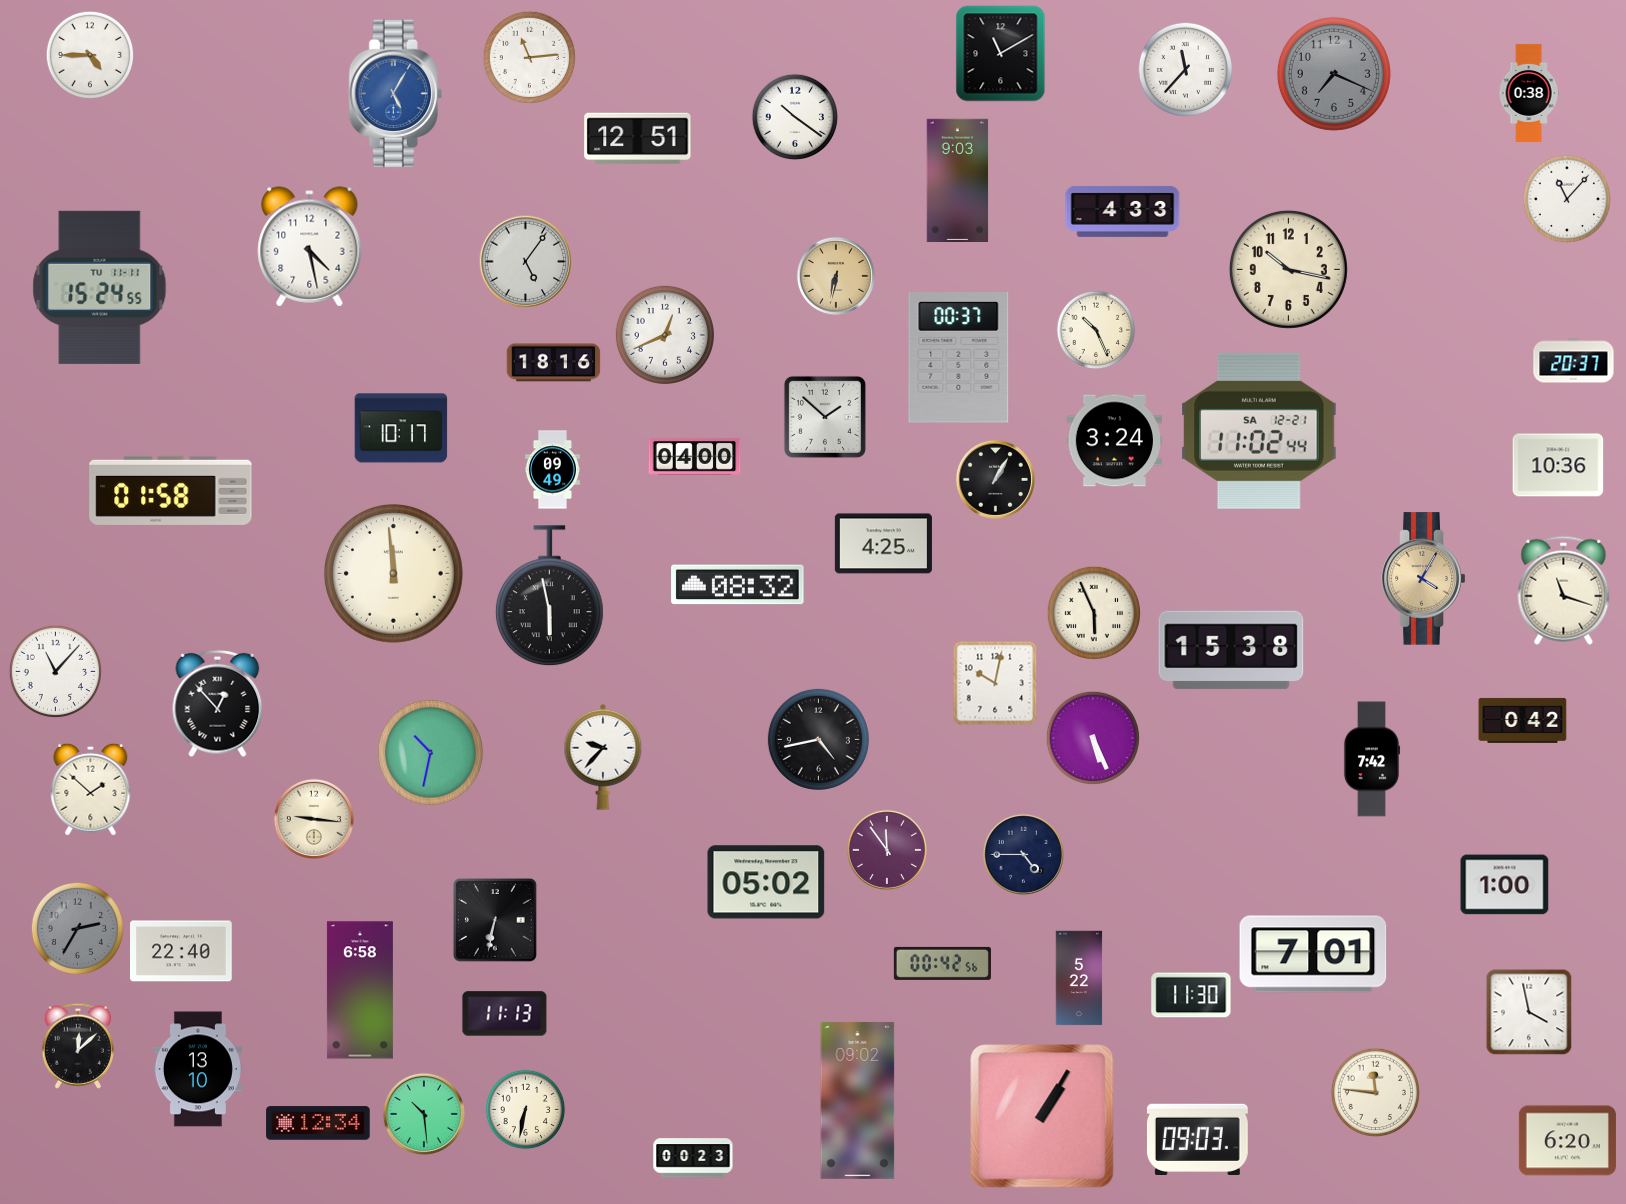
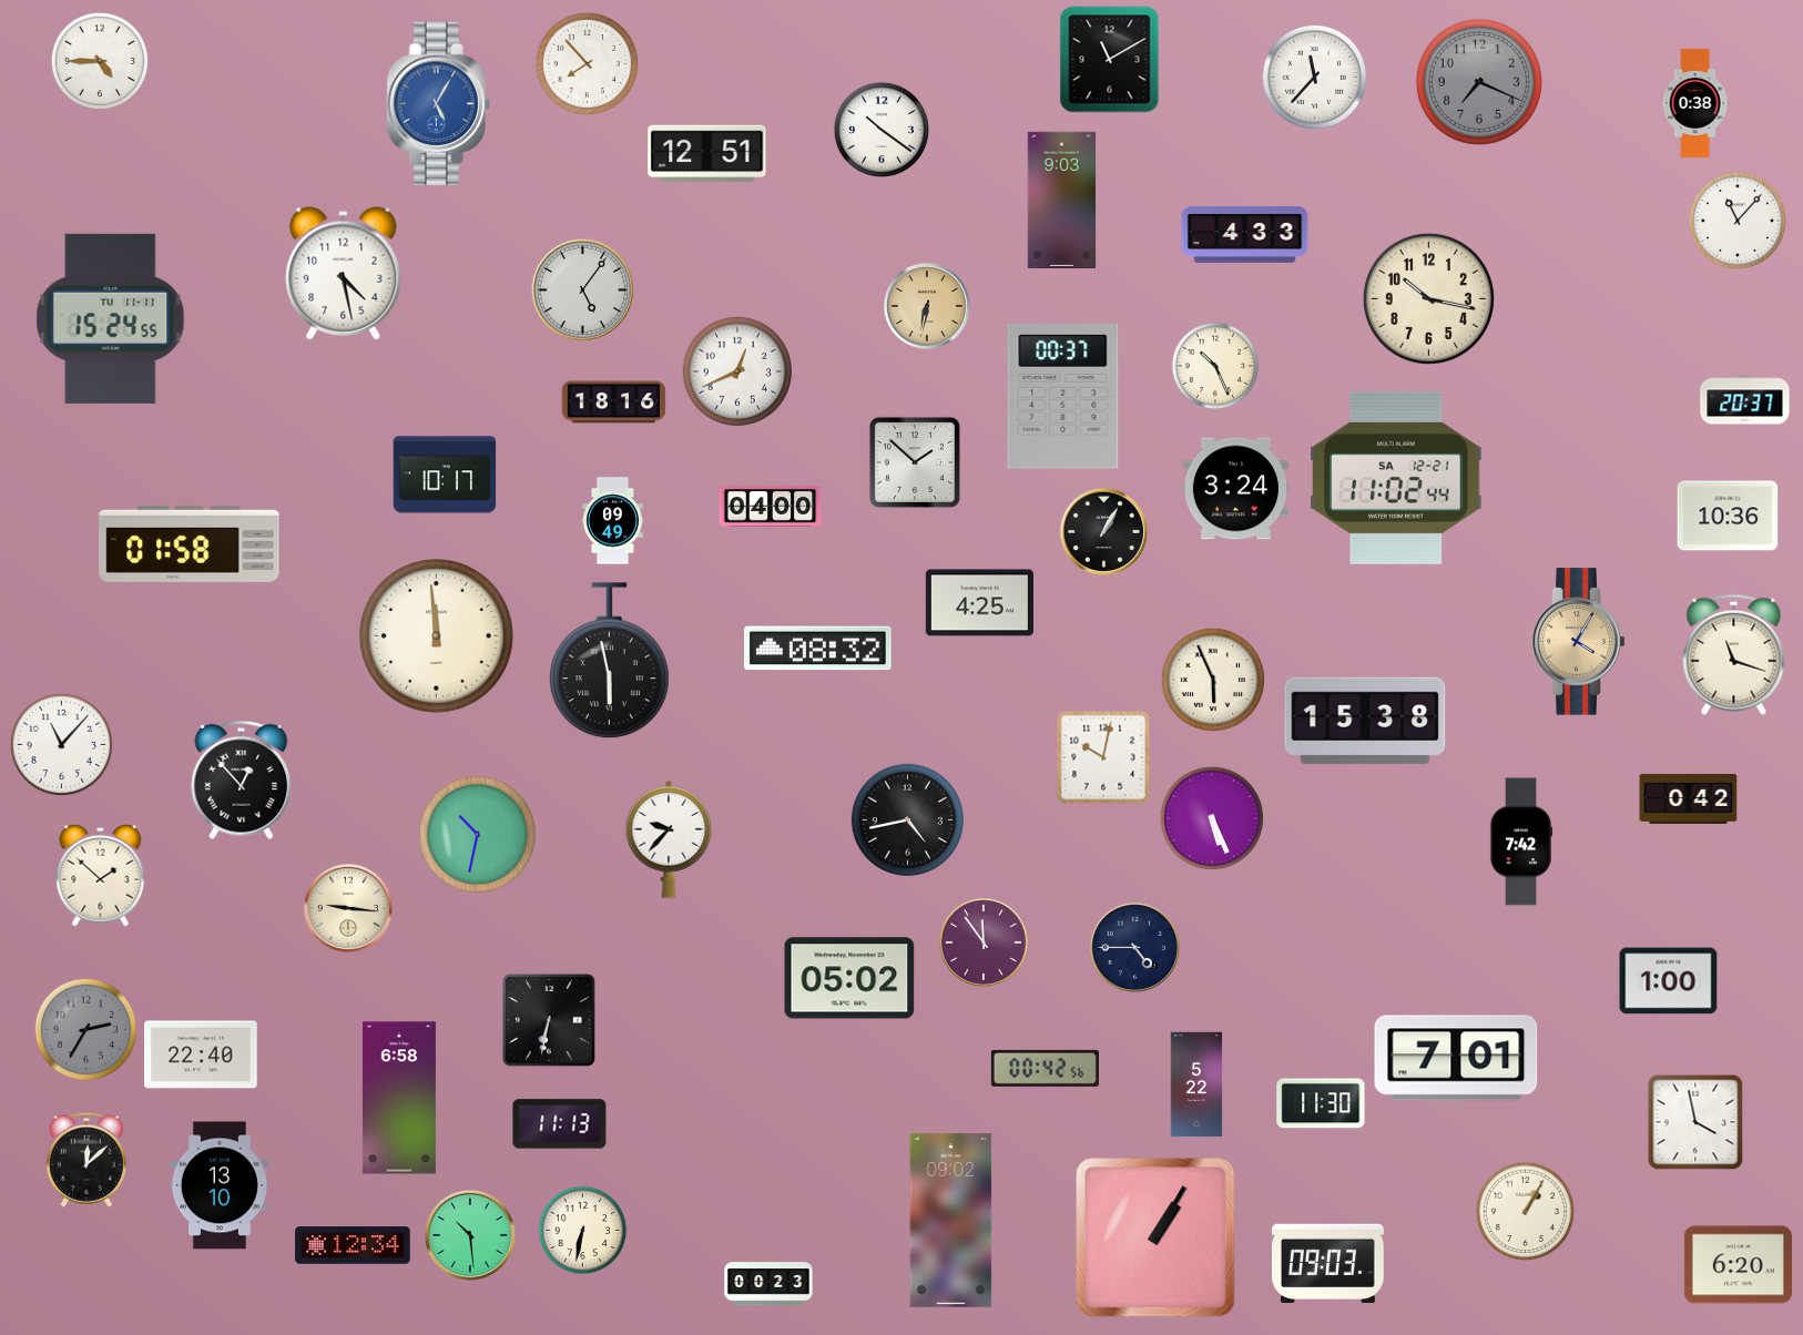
clock at (529, 57): 11:14 -> 7:53
clock at (1375, 1092): 11:46 -> 1:05
